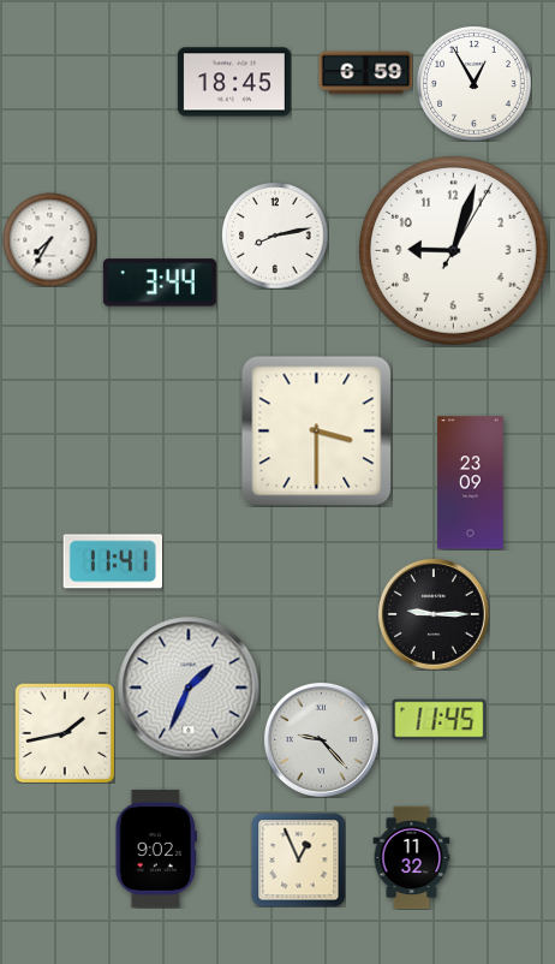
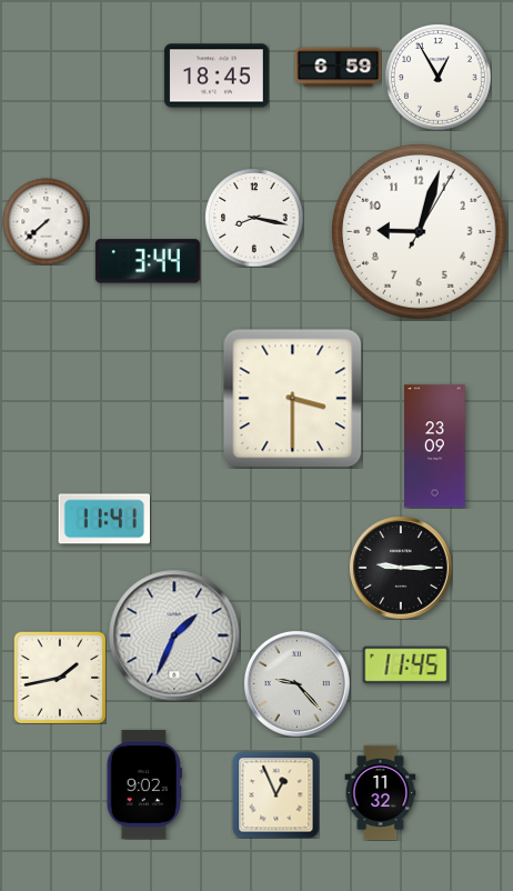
clock at (275, 236): 8:13 -> 8:17
clock at (49, 239): 7:35 -> 7:38
